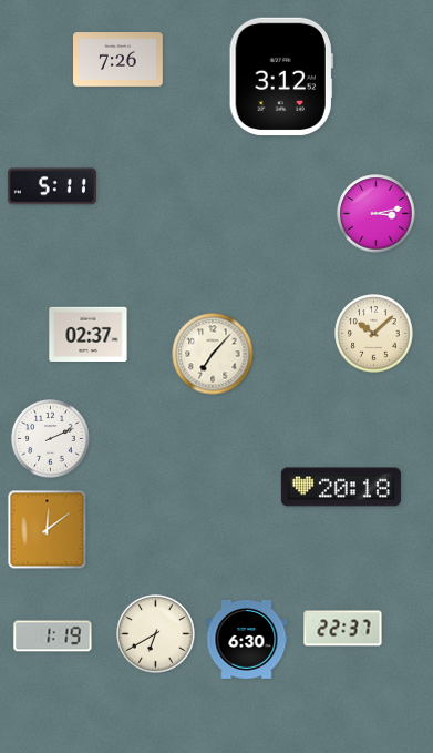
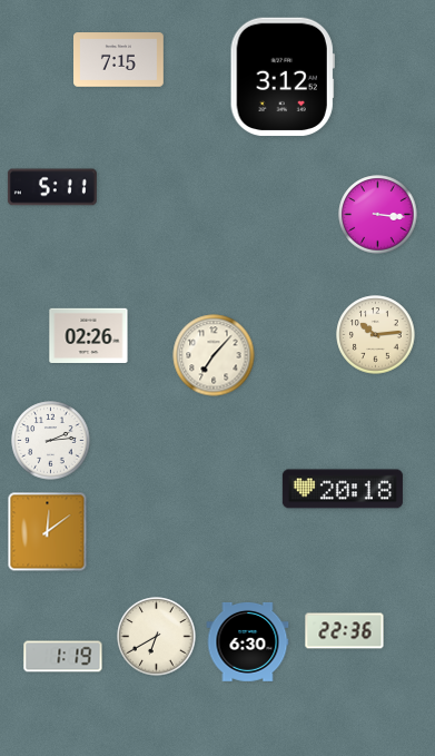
clock at (118, 60): 7:26 -> 7:15
clock at (377, 214): 3:13 -> 3:16
clock at (374, 334): 10:08 -> 10:14
clock at (89, 335): 02:37 -> 02:26
clock at (51, 439): 2:11 -> 2:14
clock at (343, 629): 22:37 -> 22:36
clock at (53, 637) position: (53, 637) -> (63, 657)
